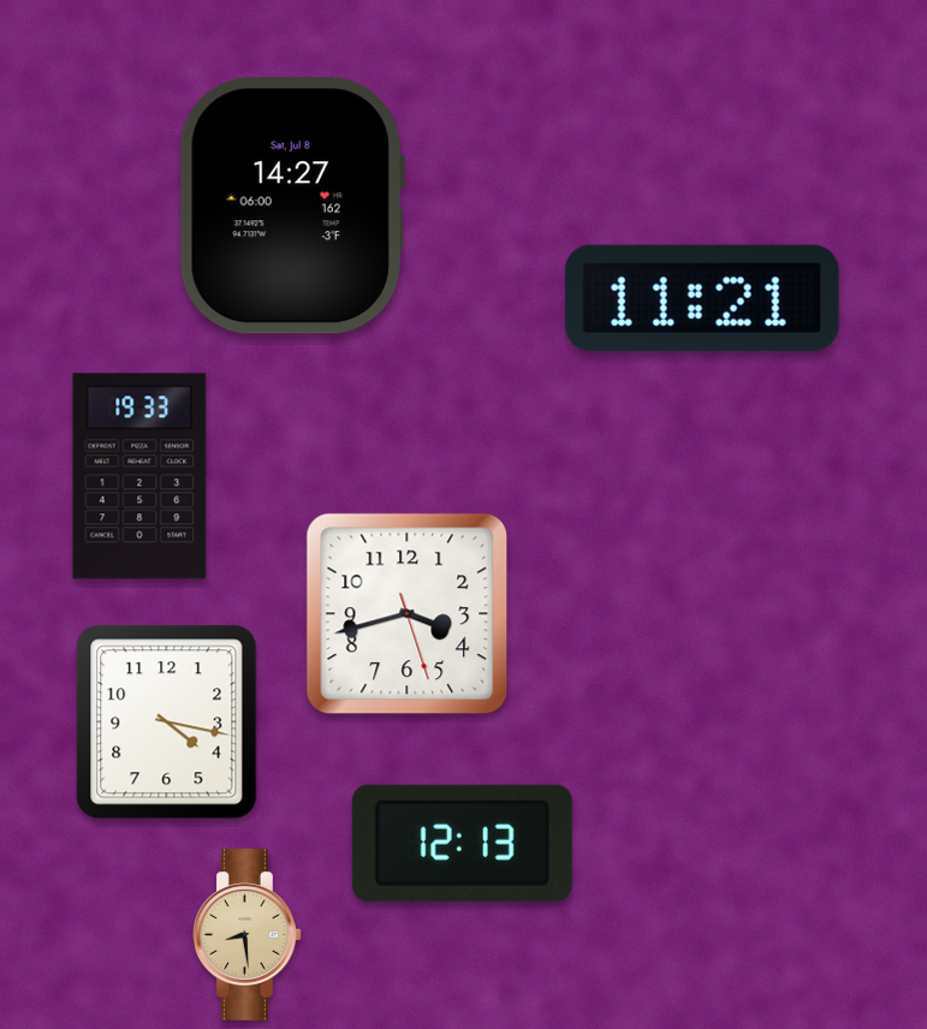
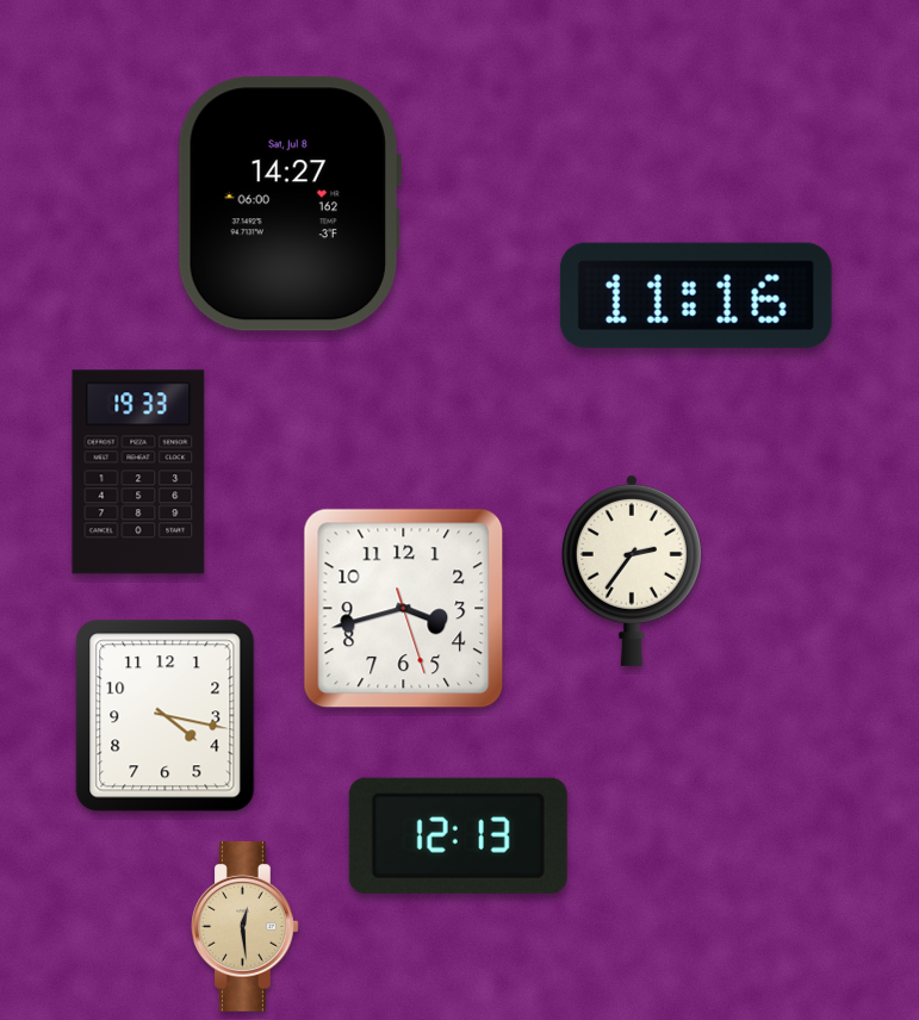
clock at (702, 298): 11:21 -> 11:16
clock at (632, 570): none -> 2:36
clock at (248, 935): 8:29 -> 12:29
